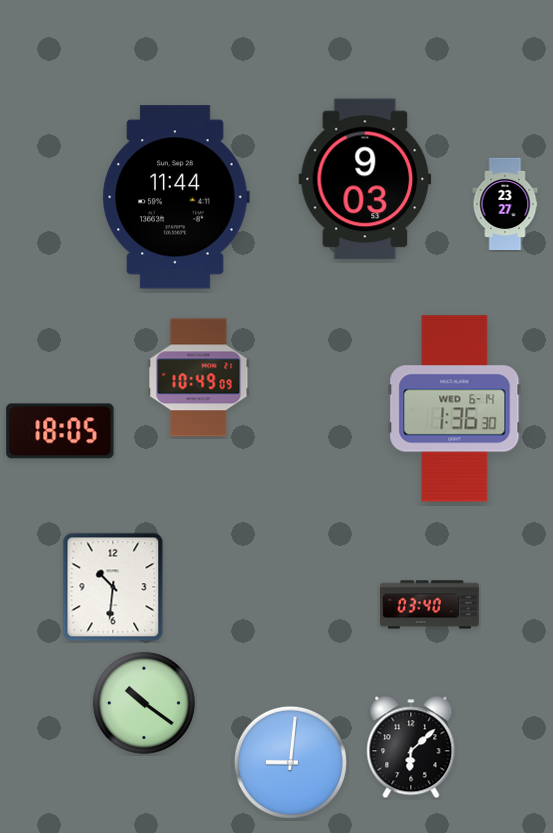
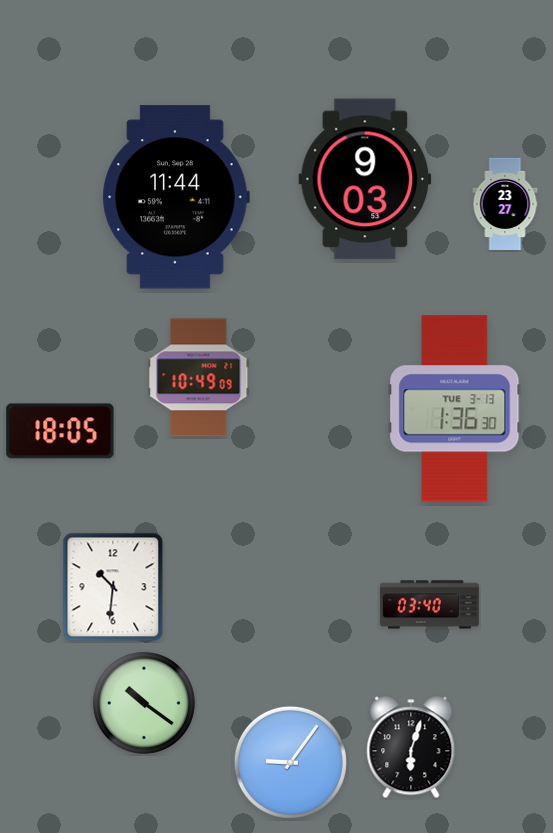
clock at (455, 409) date: WED 6-14 -> TUE 3-13
clock at (411, 747): 6:08 -> 6:03
clock at (290, 762): 9:01 -> 9:06
